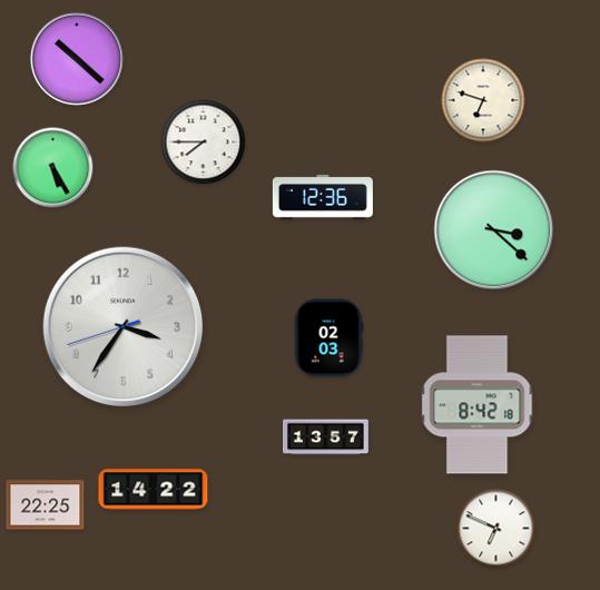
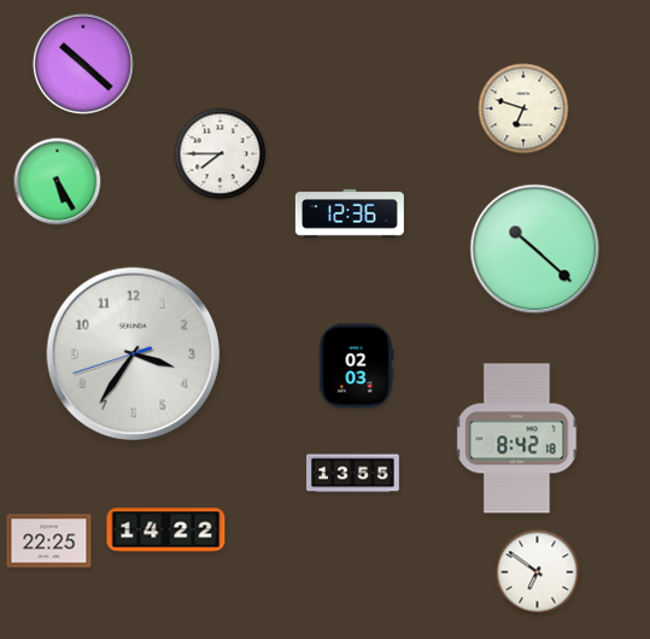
clock at (494, 230): 3:22 -> 10:22
clock at (326, 437): 13:57 -> 13:55
clock at (46, 505) position: (46, 505) -> (49, 541)
clock at (496, 529): 6:49 -> 6:51
